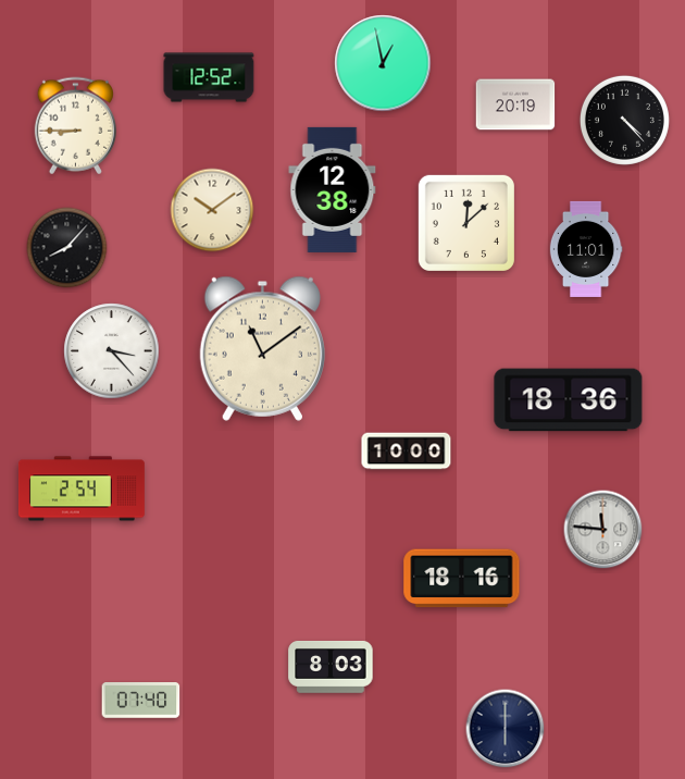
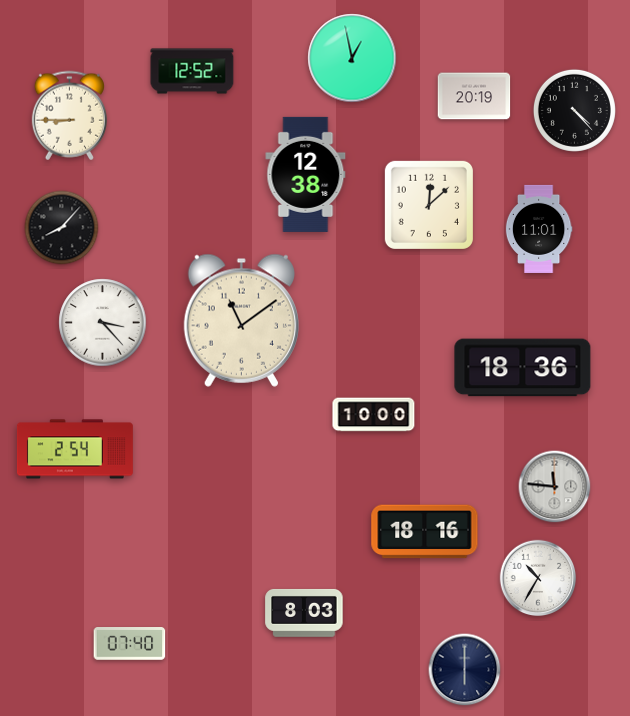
clock at (212, 210): 10:09 -> none
clock at (538, 578): none -> 10:35
